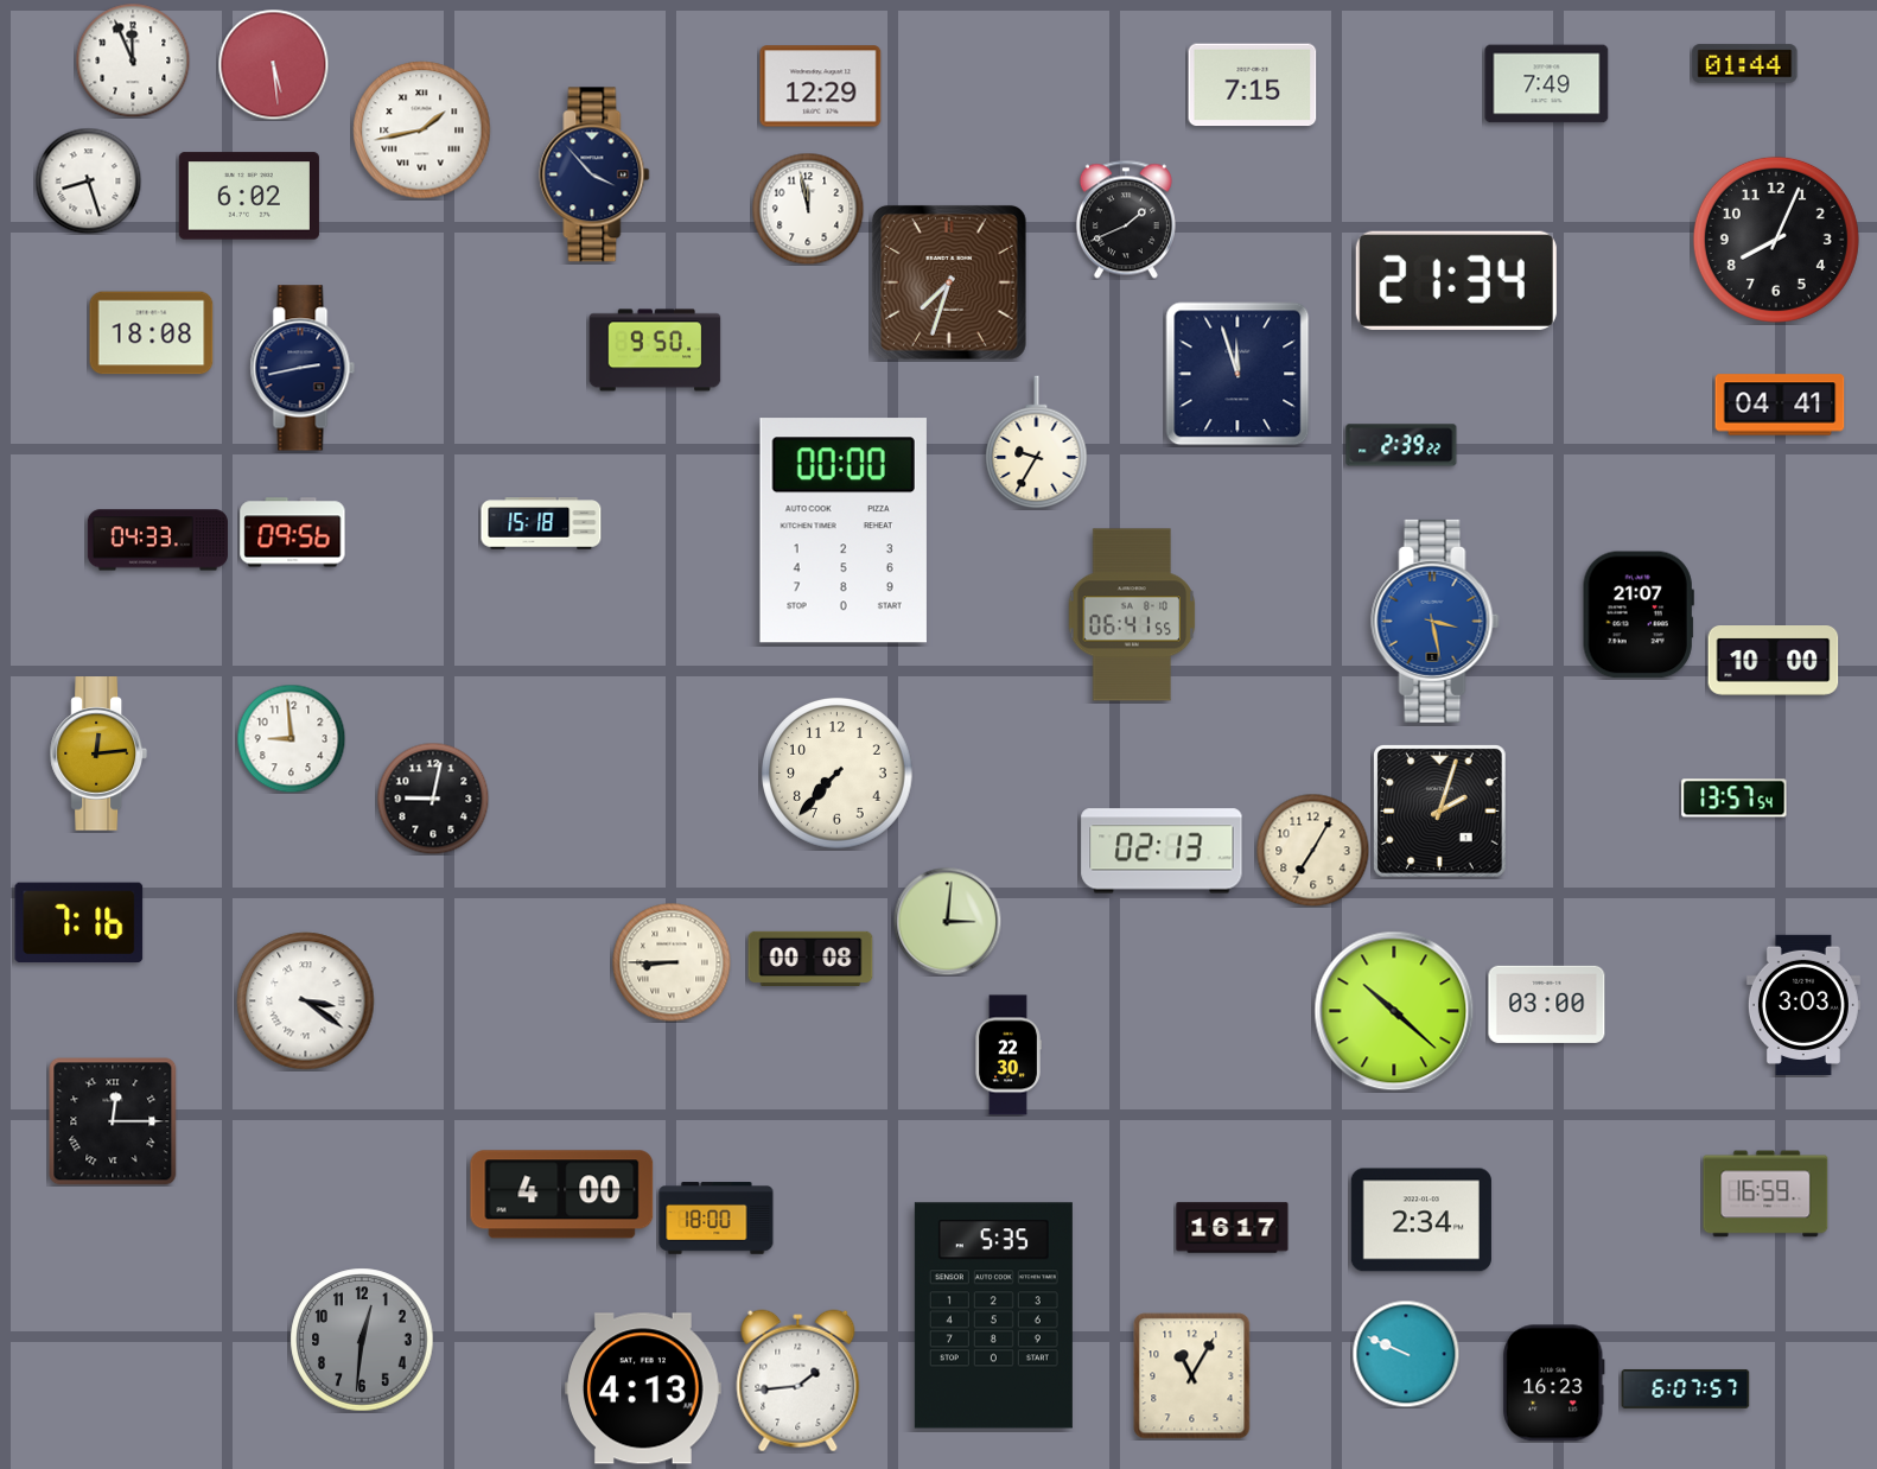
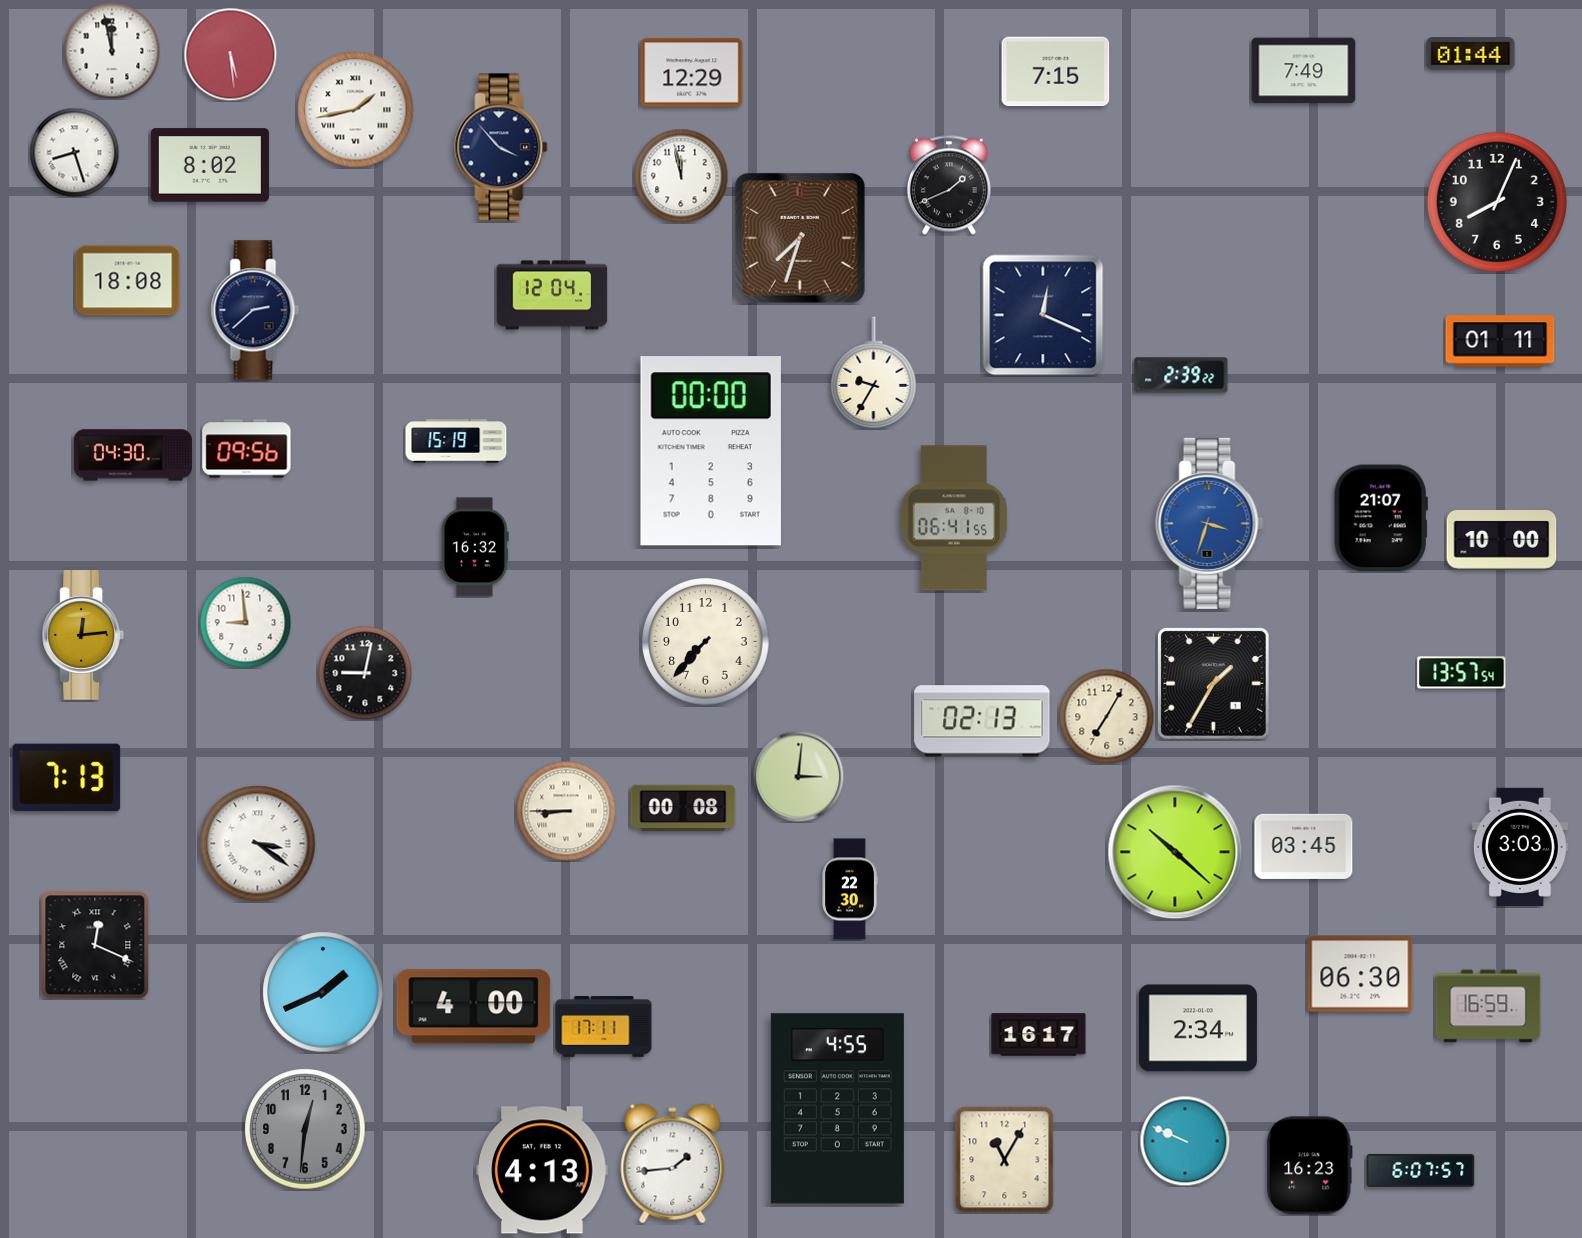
clock at (133, 61): 11:56 -> 11:58
clock at (249, 196): 6:02 -> 8:02
clock at (1456, 280): 21:34 -> none
clock at (655, 350): 9:50 -> 12:04
clock at (303, 368): 2:43 -> 2:38
clock at (1237, 374): 11:57 -> 12:19
clock at (1780, 405): 04:41 -> 01:11
clock at (541, 523): 15:18 -> 15:19
clock at (844, 530) position: (844, 530) -> (711, 451)
clock at (158, 540): 04:33 -> 04:30
clock at (1436, 621): 3:28 -> 3:33
clock at (475, 547): none -> 16:32
clock at (1774, 661) position: (1774, 661) -> (1502, 540)
clock at (838, 774) position: (838, 774) -> (706, 642)
clock at (1440, 812): 2:03 -> 1:35
clock at (1162, 851) position: (1162, 851) -> (982, 721)
clock at (79, 923): 7:16 -> 7:13
clock at (1547, 1004): 03:00 -> 03:45
clock at (113, 1121): 12:15 -> 12:19
clock at (1360, 974): none -> 06:30
clock at (323, 992): none -> 1:41
clock at (717, 1219): 18:00 -> 17:11
clock at (993, 1316): 5:35 -> 4:55
